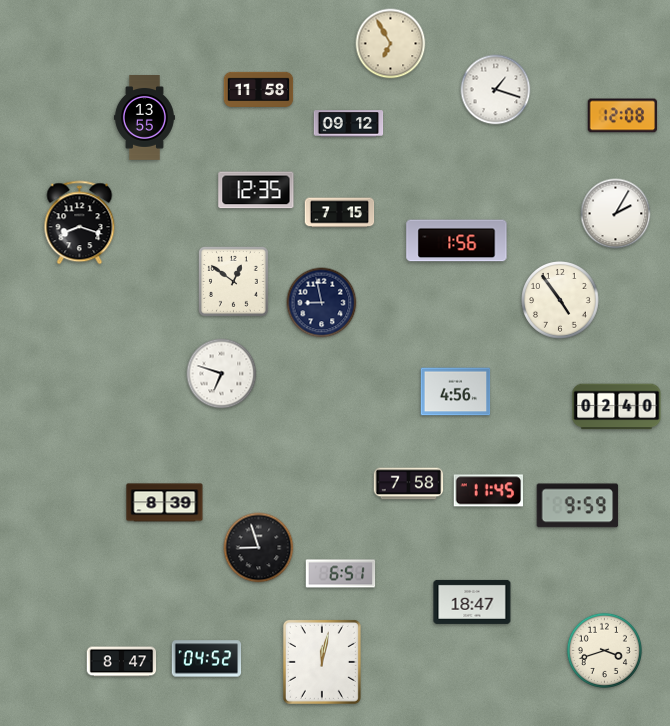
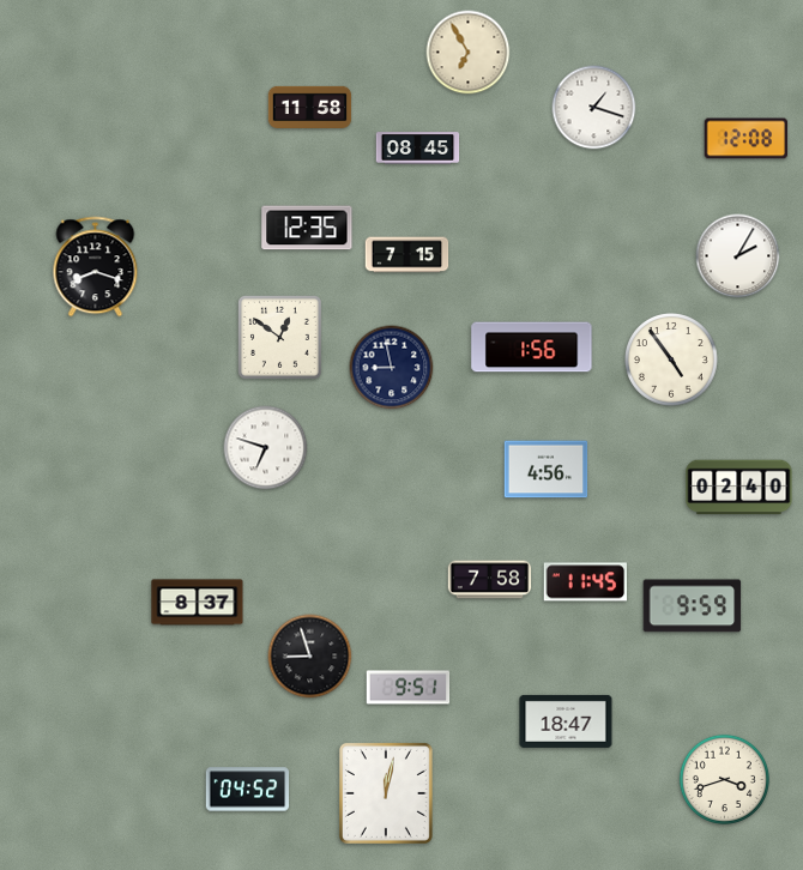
clock at (144, 118): 13:55 -> none
clock at (349, 124): 09:12 -> 08:45
clock at (457, 241) position: (457, 241) -> (532, 348)
clock at (322, 303) position: (322, 303) -> (392, 368)
clock at (488, 491) position: (488, 491) -> (585, 582)
clock at (165, 503): 8:39 -> 8:37
clock at (341, 574): 6:51 -> 9:51
clock at (122, 662): 8:47 -> none
